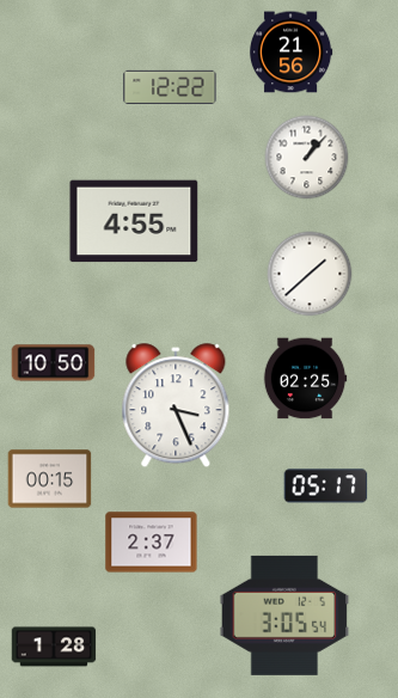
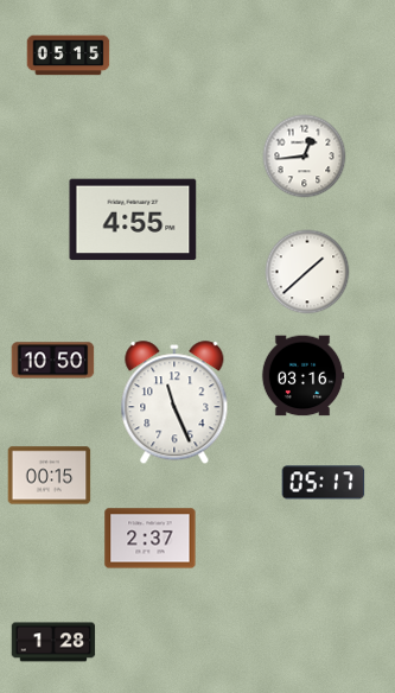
clock at (290, 53): 21:56 -> none
clock at (69, 56): none -> 05:15
clock at (170, 86): 12:22 -> none
clock at (307, 158): 1:07 -> 12:44
clock at (305, 379): 02:25 -> 03:16
clock at (176, 406): 3:26 -> 11:26
clock at (284, 616): 3:05 -> none
